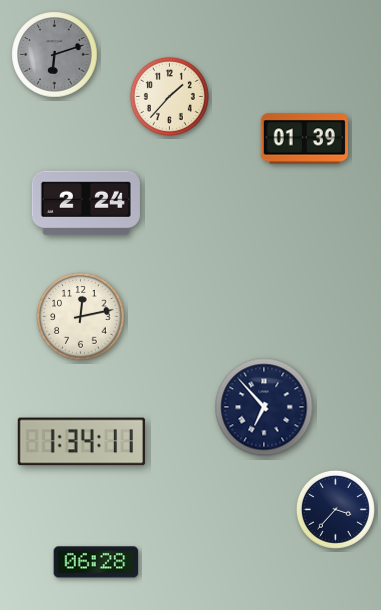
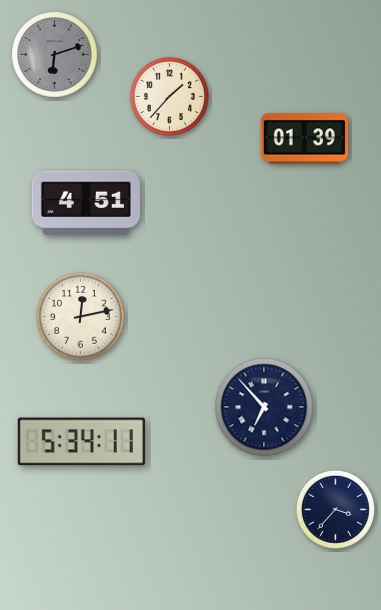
clock at (86, 203): 2:24 -> 4:51
clock at (81, 442): 1:34 -> 5:34
clock at (96, 562): 06:28 -> none
